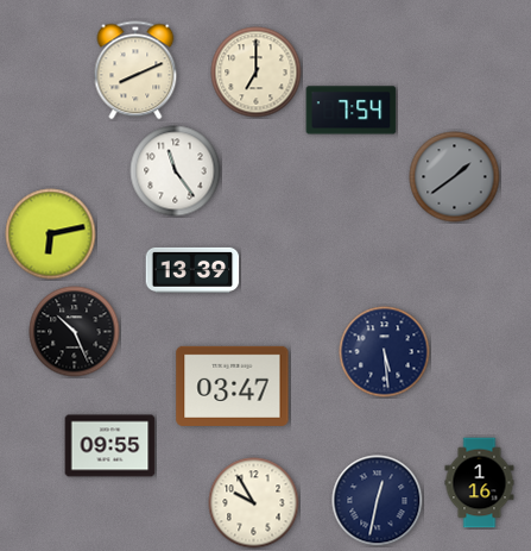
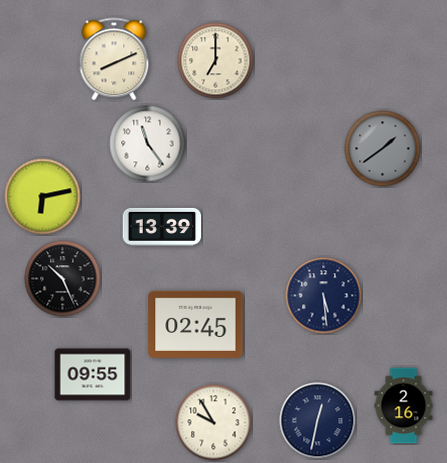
clock at (352, 111): 7:54 -> none
clock at (233, 386): 03:47 -> 02:45
clock at (480, 483): 1:16 -> 2:16
